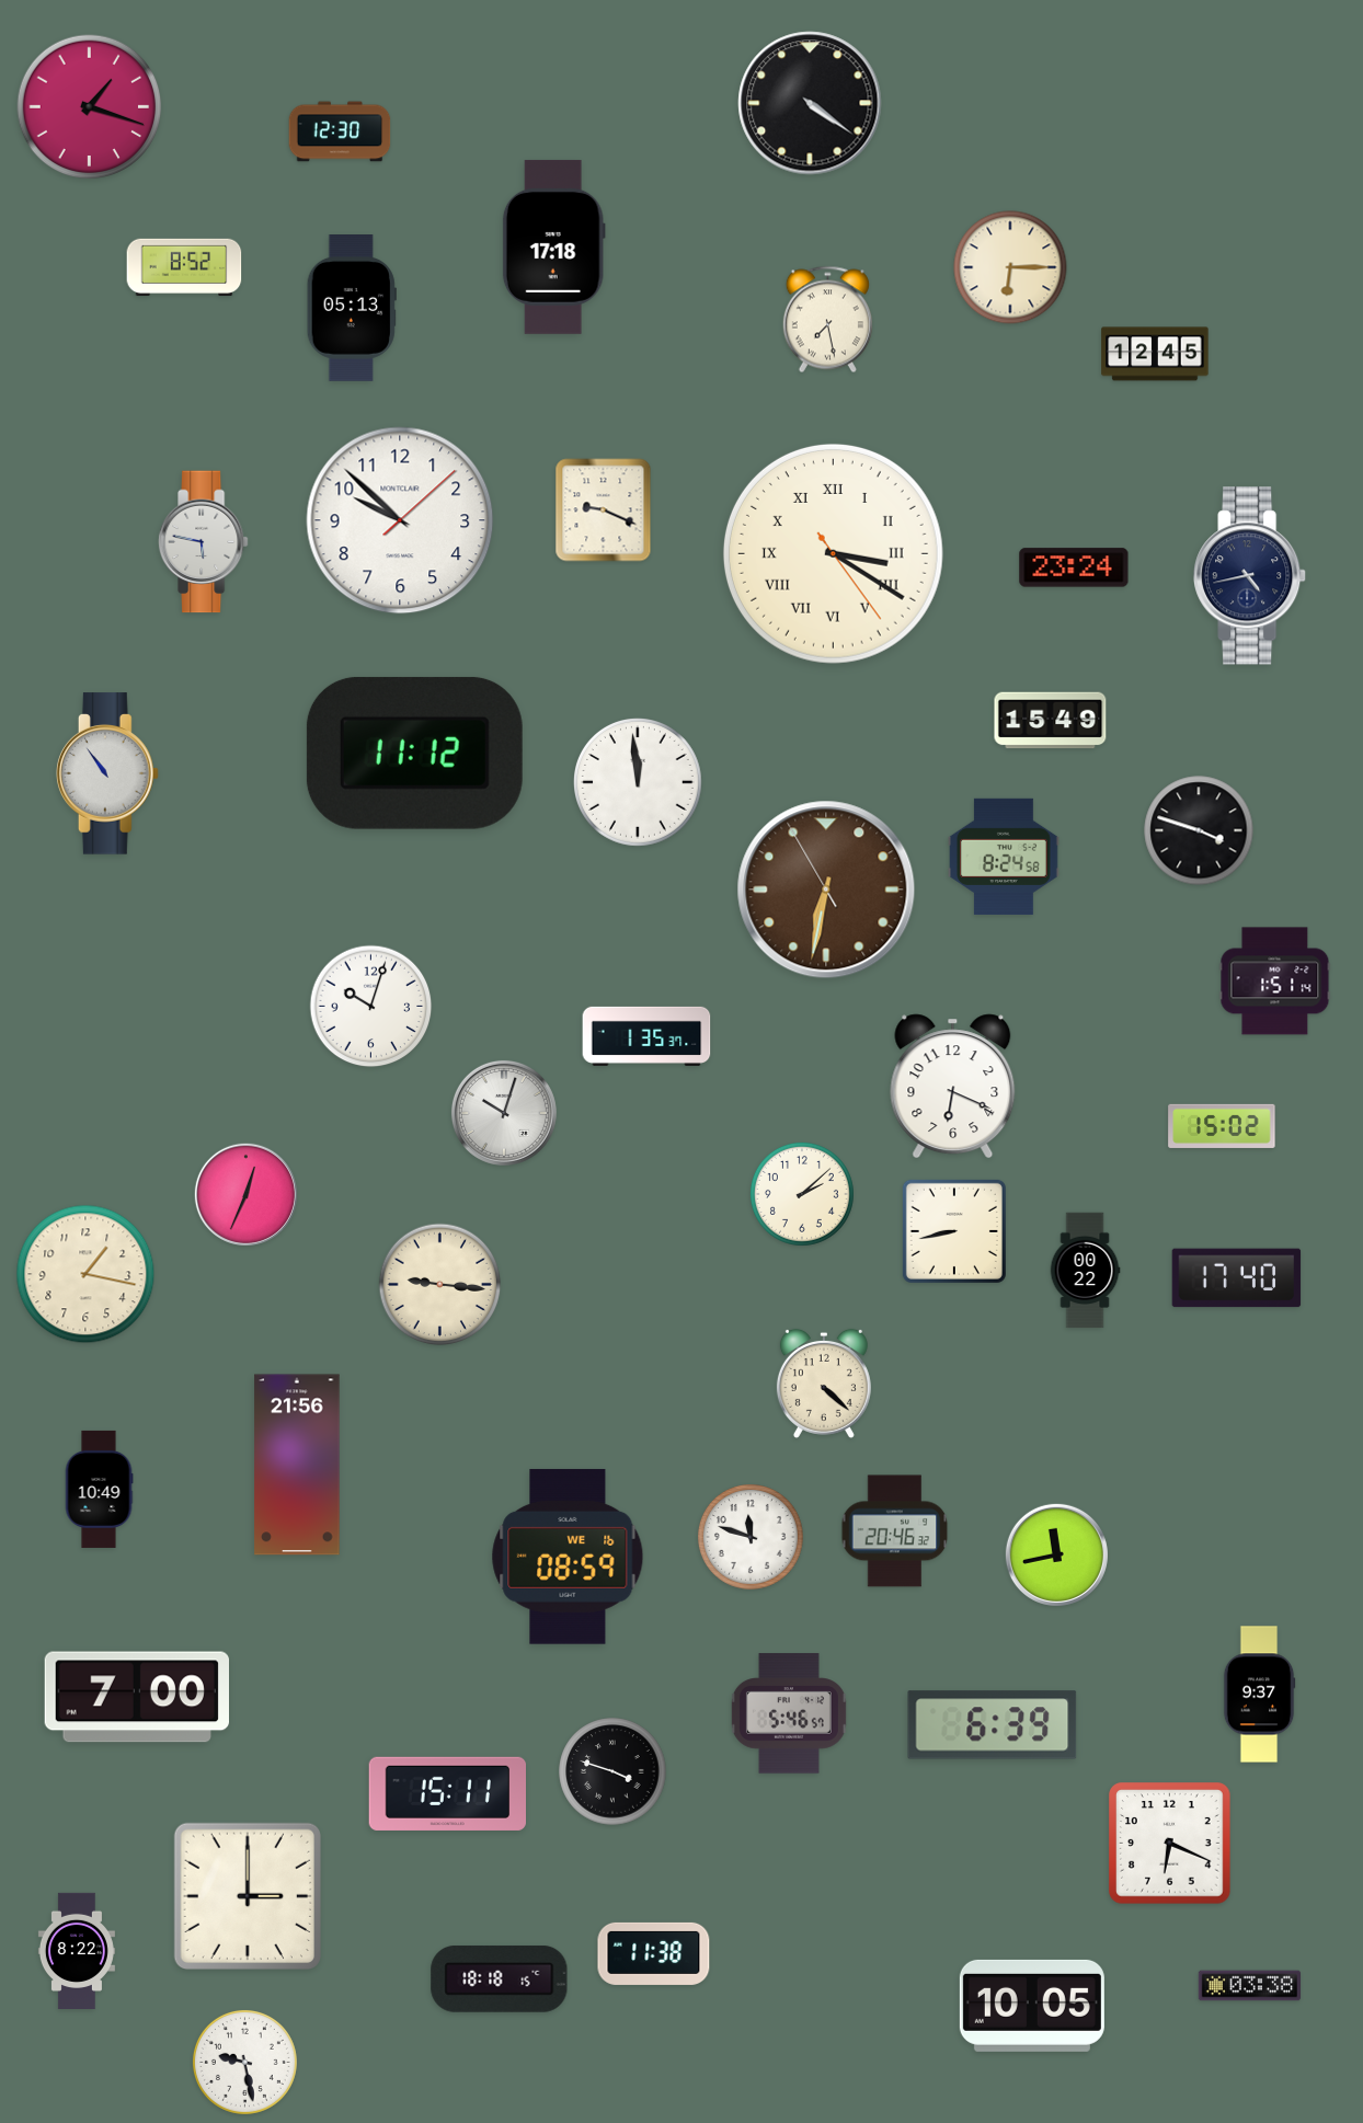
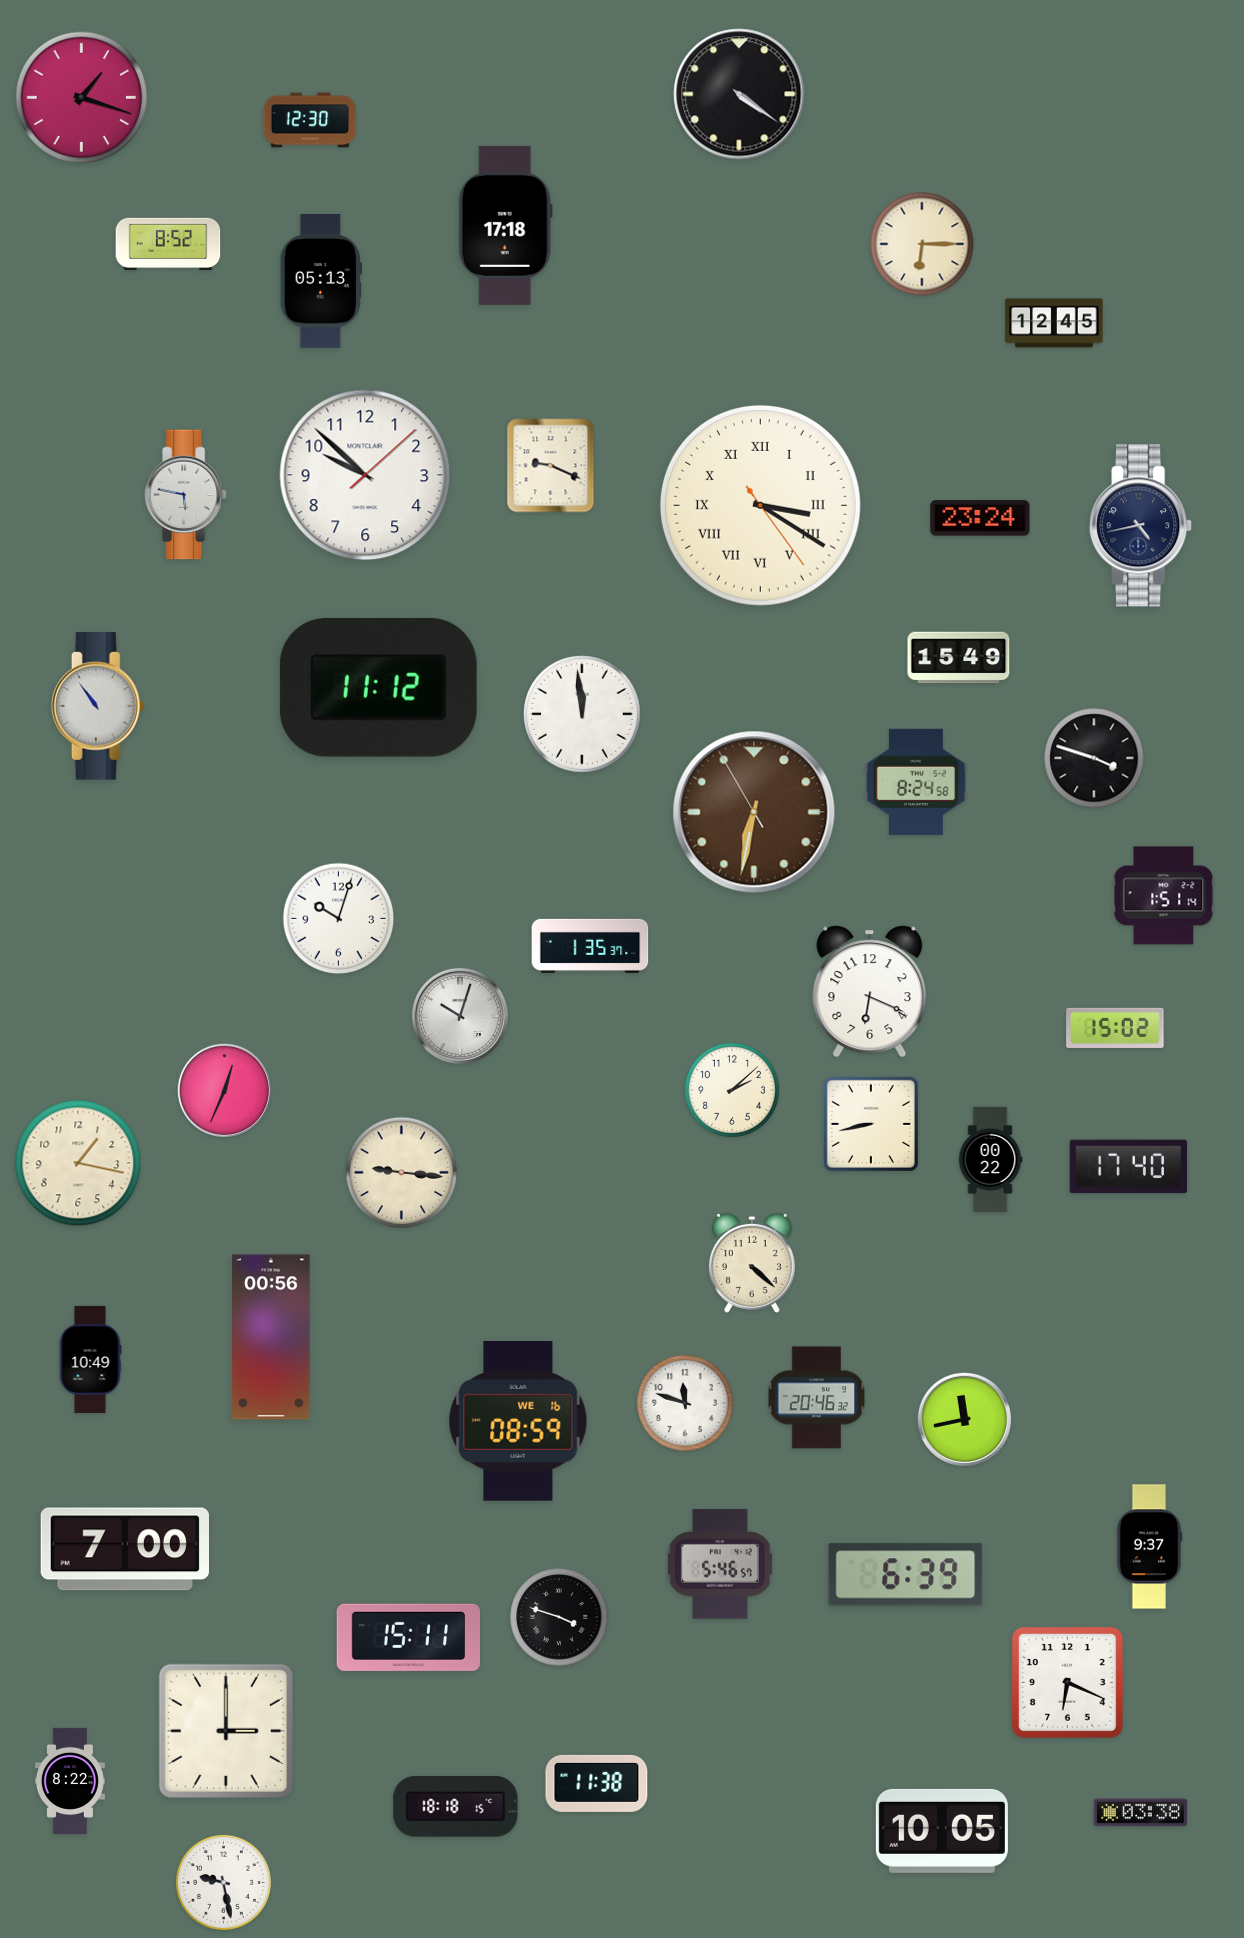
clock at (827, 320): 7:28 -> none
clock at (297, 1465): 21:56 -> 00:56
